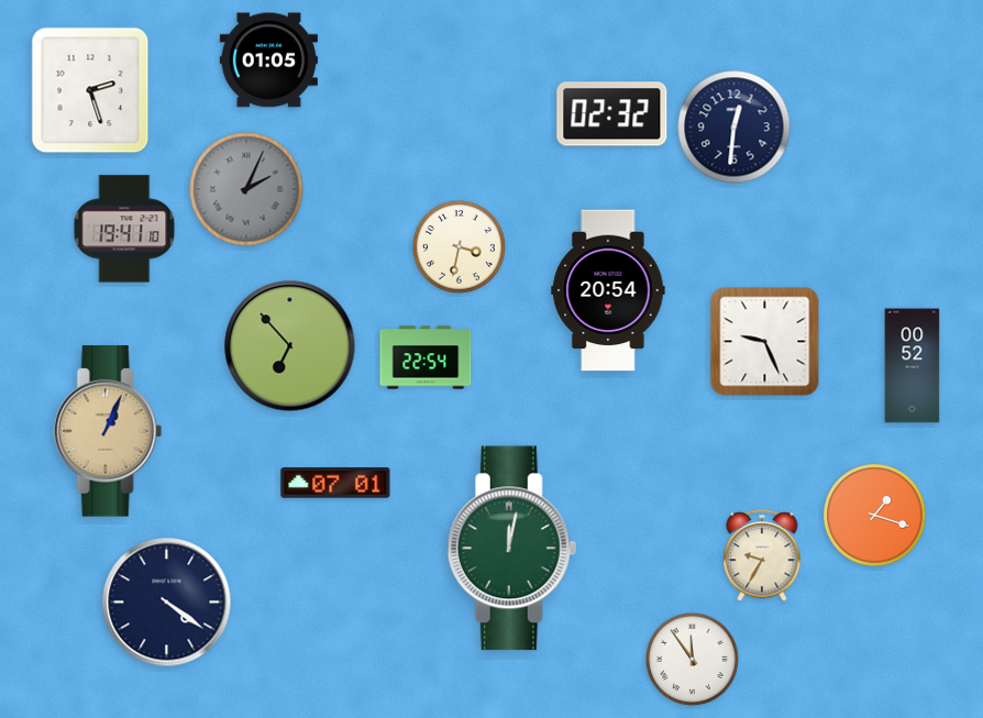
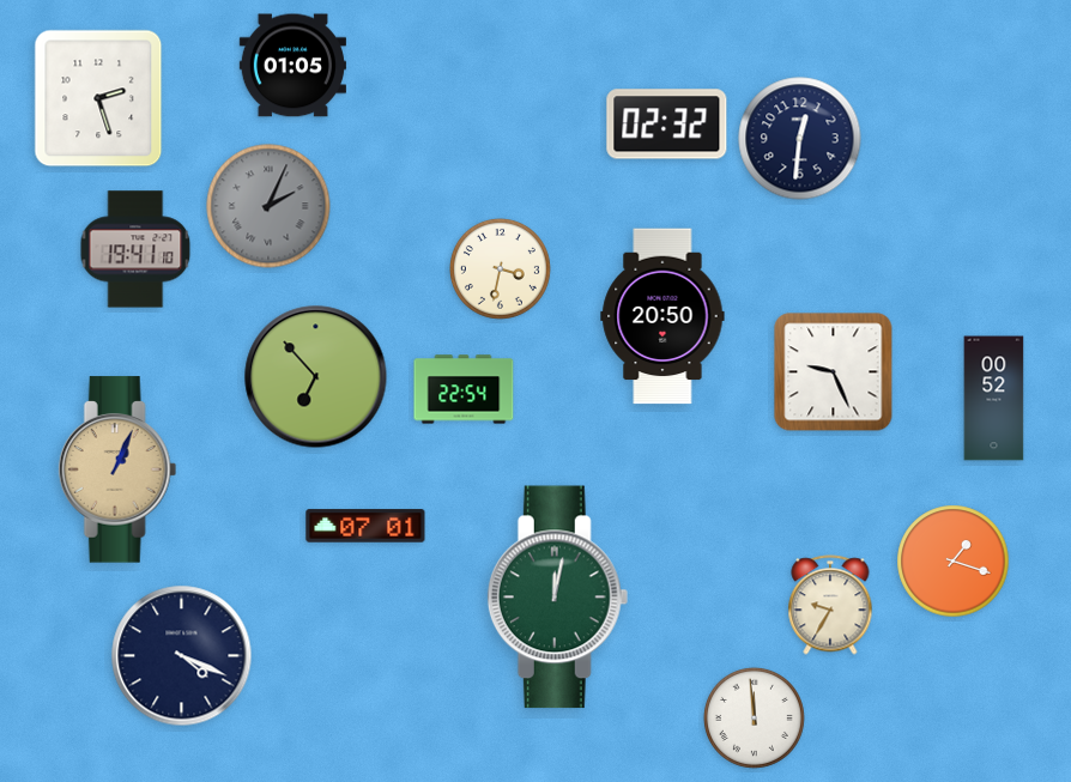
clock at (608, 290): 20:54 -> 20:50
clock at (167, 603): 4:21 -> 4:19
clock at (692, 659): 11:54 -> 11:59
